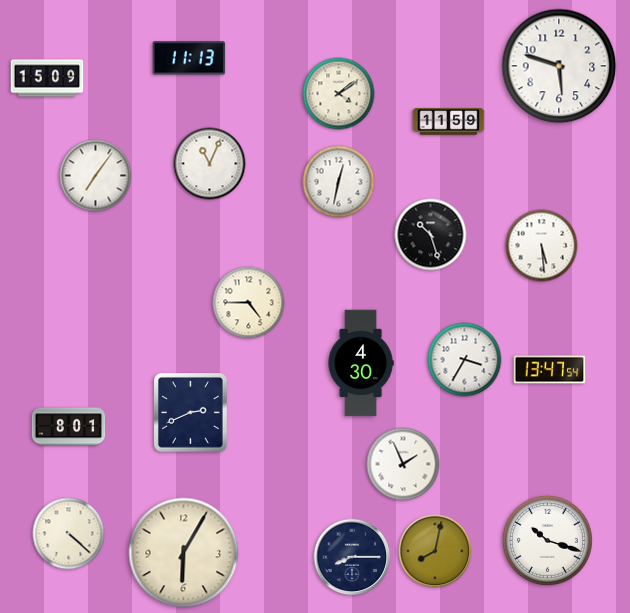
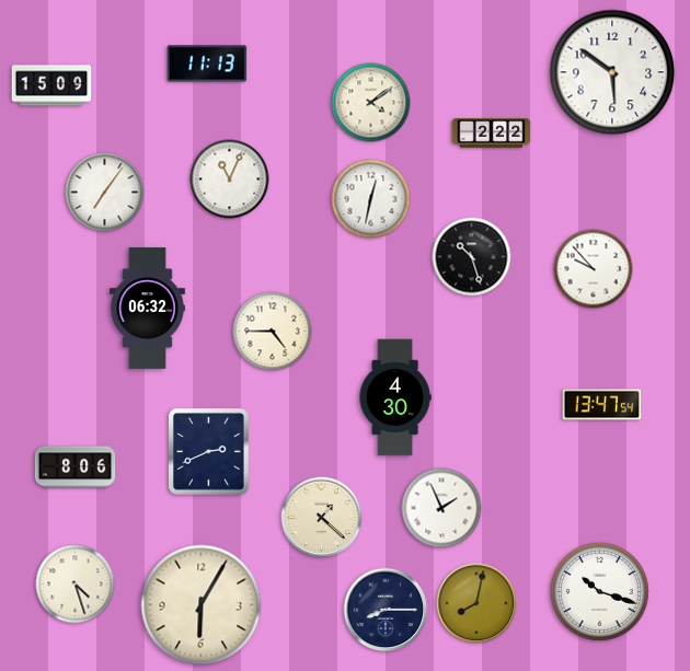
clock at (559, 66): 5:48 -> 5:51
clock at (449, 122): 11:59 -> 2:22
clock at (542, 246): 5:29 -> 9:53
clock at (147, 309): none -> 06:32
clock at (465, 360): 3:35 -> none
clock at (69, 427): 8:01 -> 8:06
clock at (322, 518): none -> 1:22
clock at (69, 534): 4:22 -> 4:27
